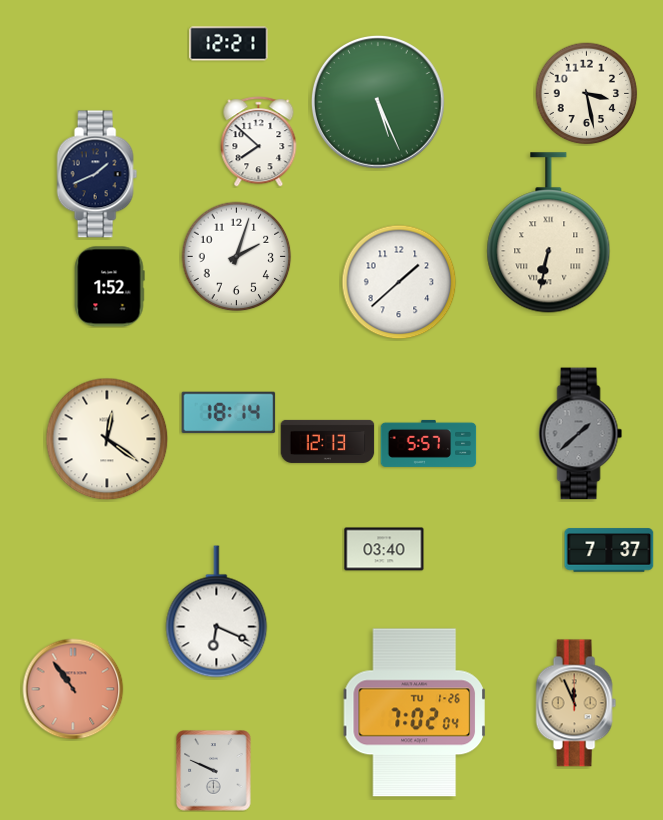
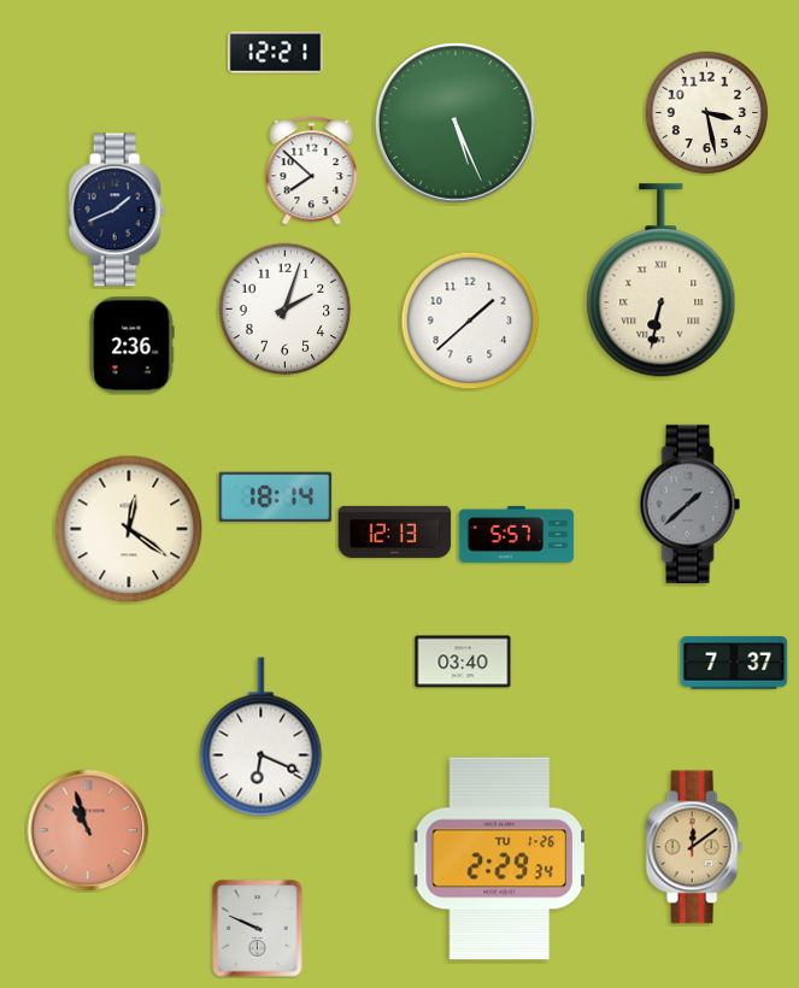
clock at (399, 282) position: (399, 282) -> (470, 320)
clock at (109, 287): 1:52 -> 2:36
clock at (581, 434) position: (581, 434) -> (691, 505)
clock at (73, 689): 10:54 -> 10:57
clock at (576, 703): 11:56 -> 12:09
clock at (414, 713): 7:02 -> 2:29
